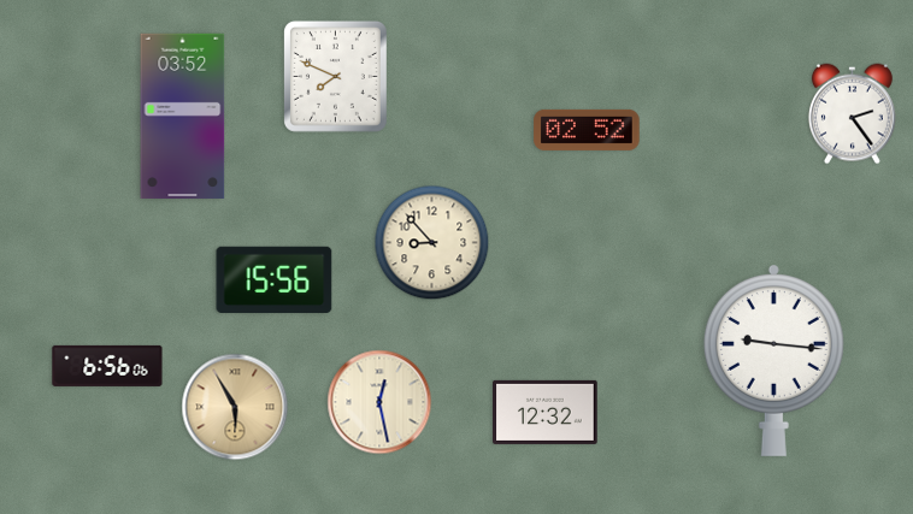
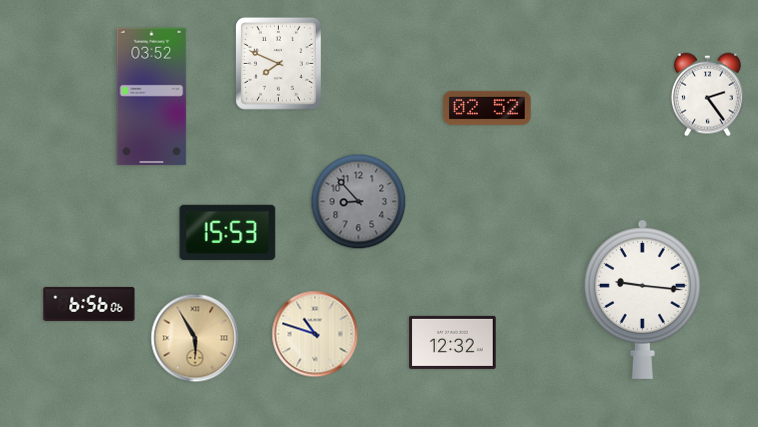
clock at (432, 243) dial: cream -> grey
clock at (275, 279): 15:56 -> 15:53
clock at (379, 402): 12:28 -> 10:48
